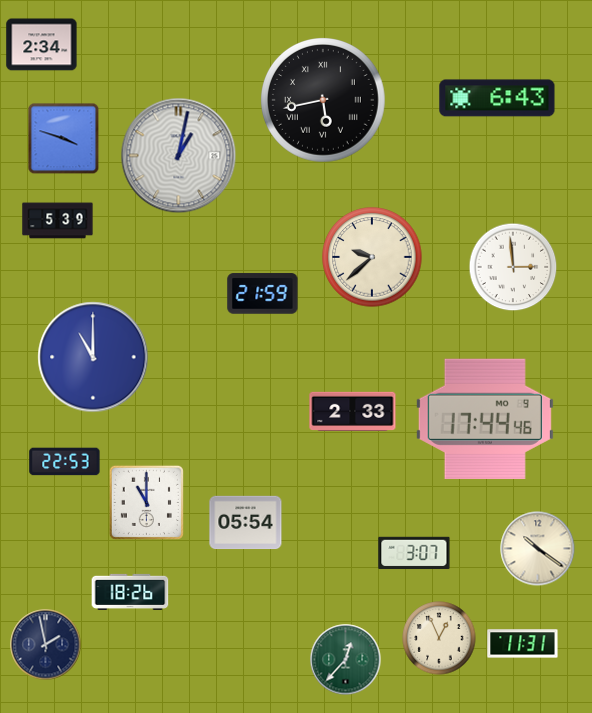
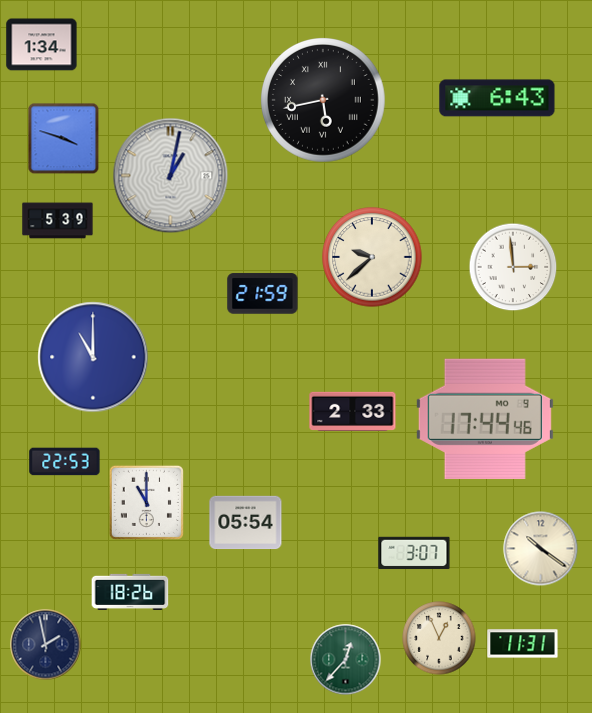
clock at (42, 45): 2:34 -> 1:34
clock at (179, 156) position: (179, 156) -> (171, 176)
clock at (538, 549) position: (538, 549) -> (541, 549)
